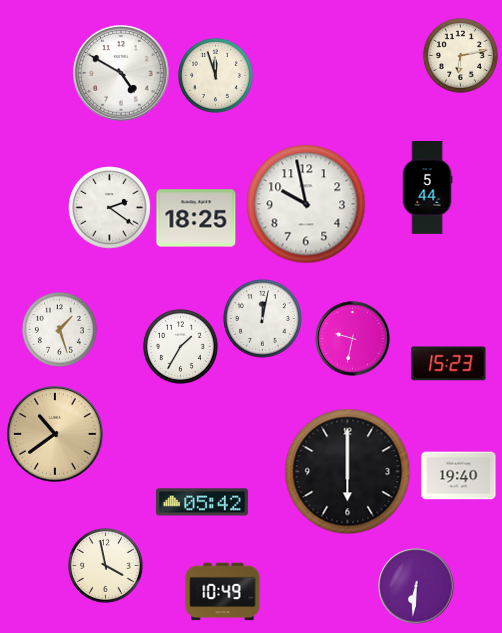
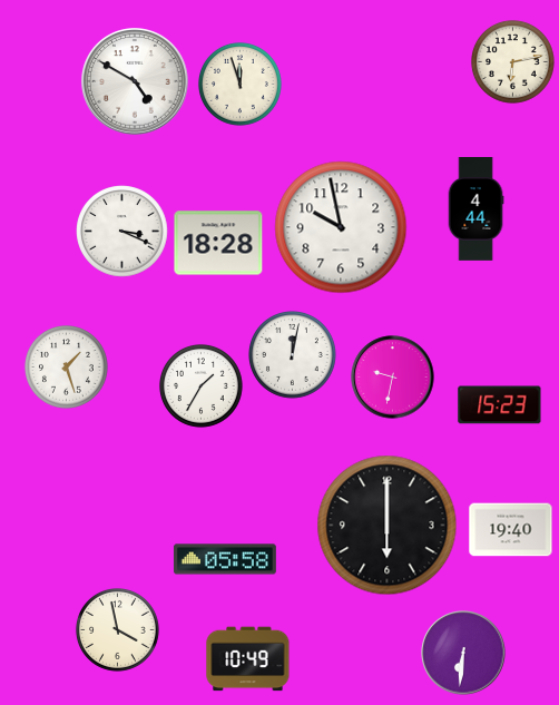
clock at (427, 188): 5:44 -> 4:44
clock at (110, 208): 2:21 -> 3:19
clock at (196, 218): 18:25 -> 18:28
clock at (55, 434): 10:39 -> none
clock at (202, 502): 05:42 -> 05:58
